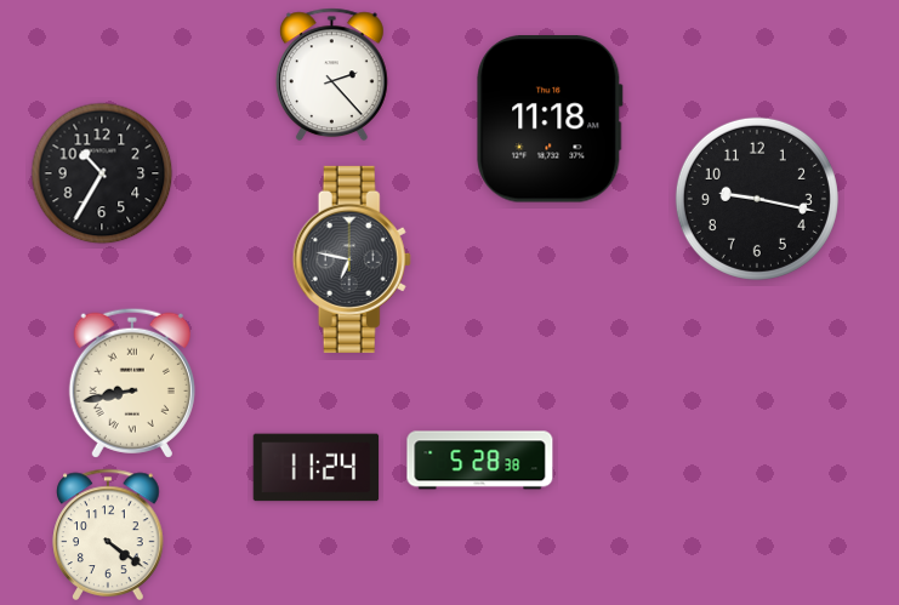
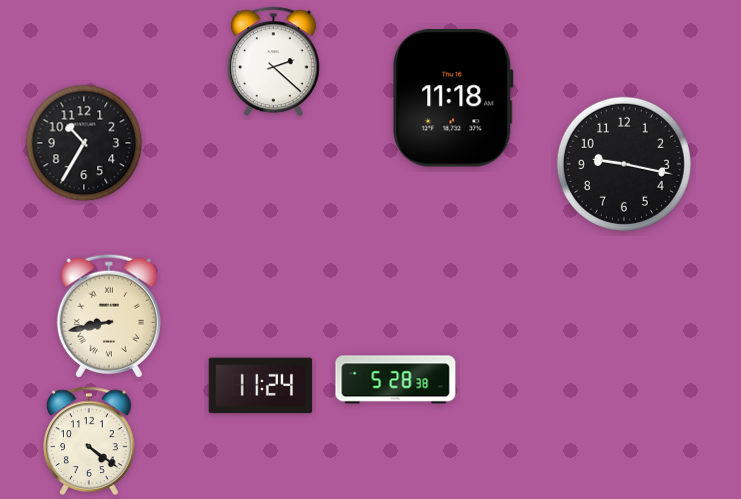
clock at (331, 75): 2:23 -> 2:22
clock at (352, 259): 6:47 -> none
